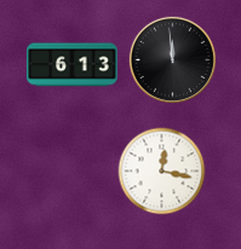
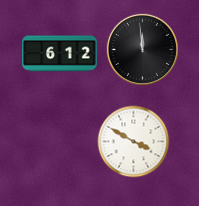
clock at (73, 65): 6:13 -> 6:12
clock at (162, 172): 12:17 -> 3:50
